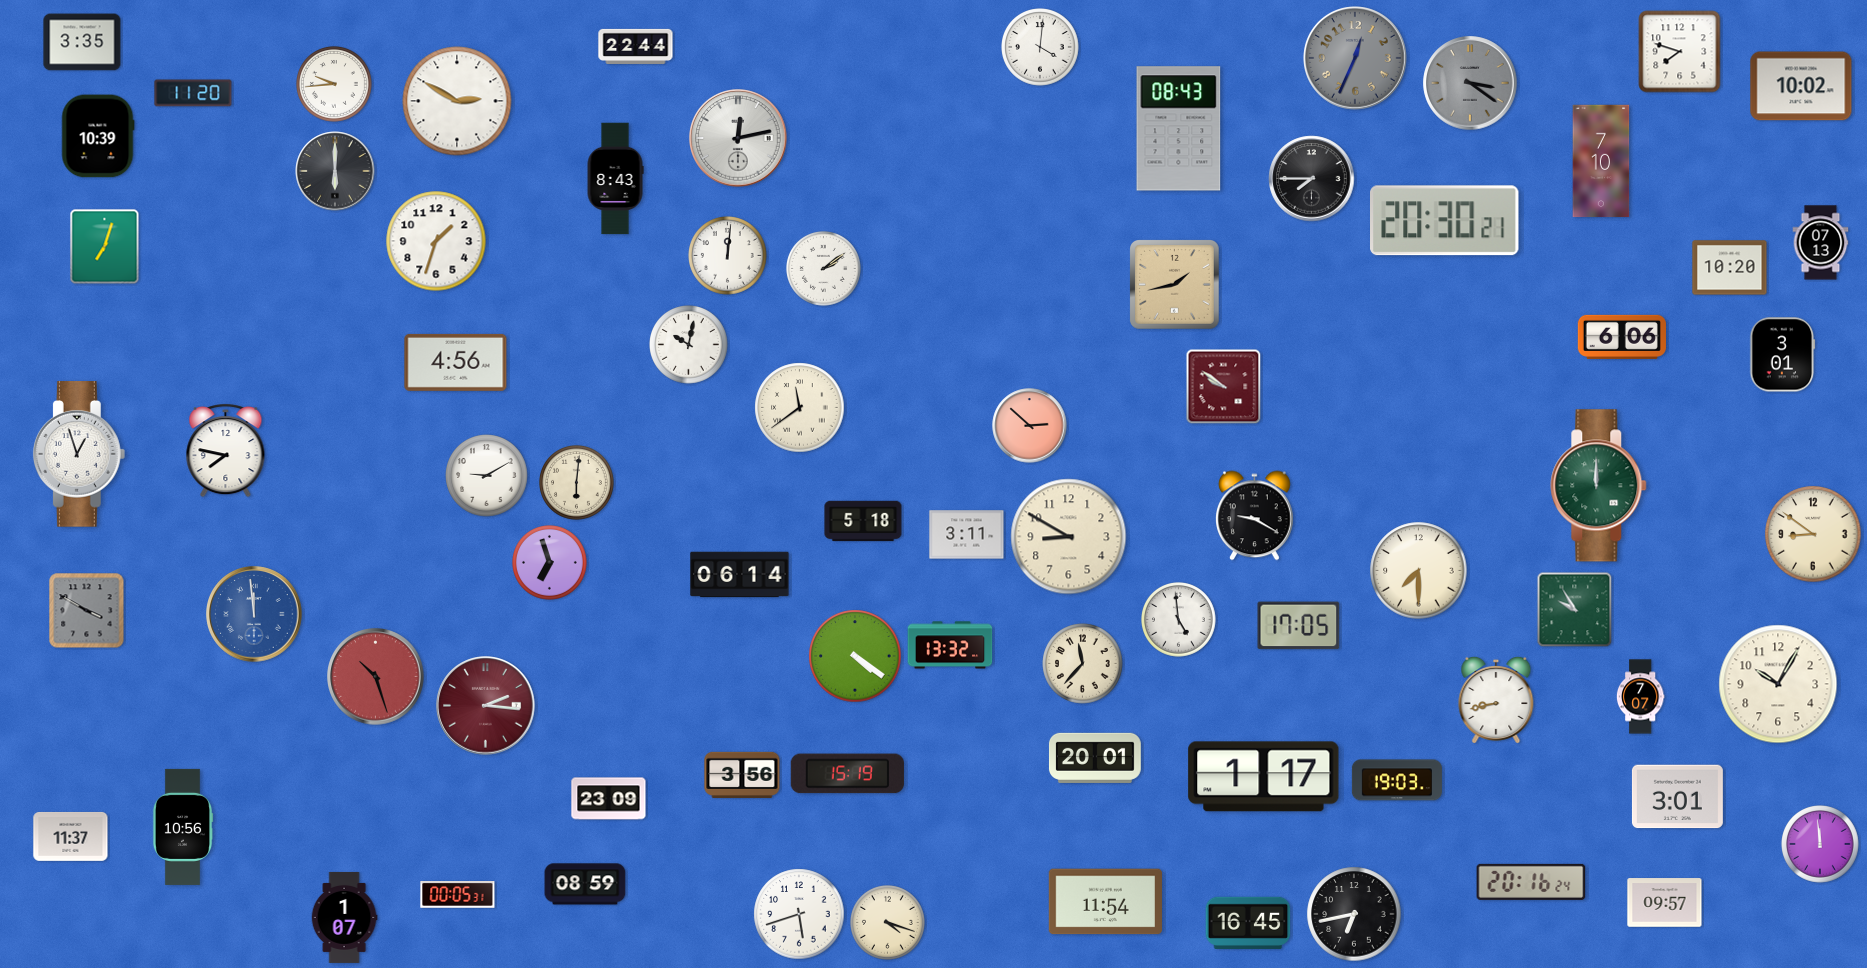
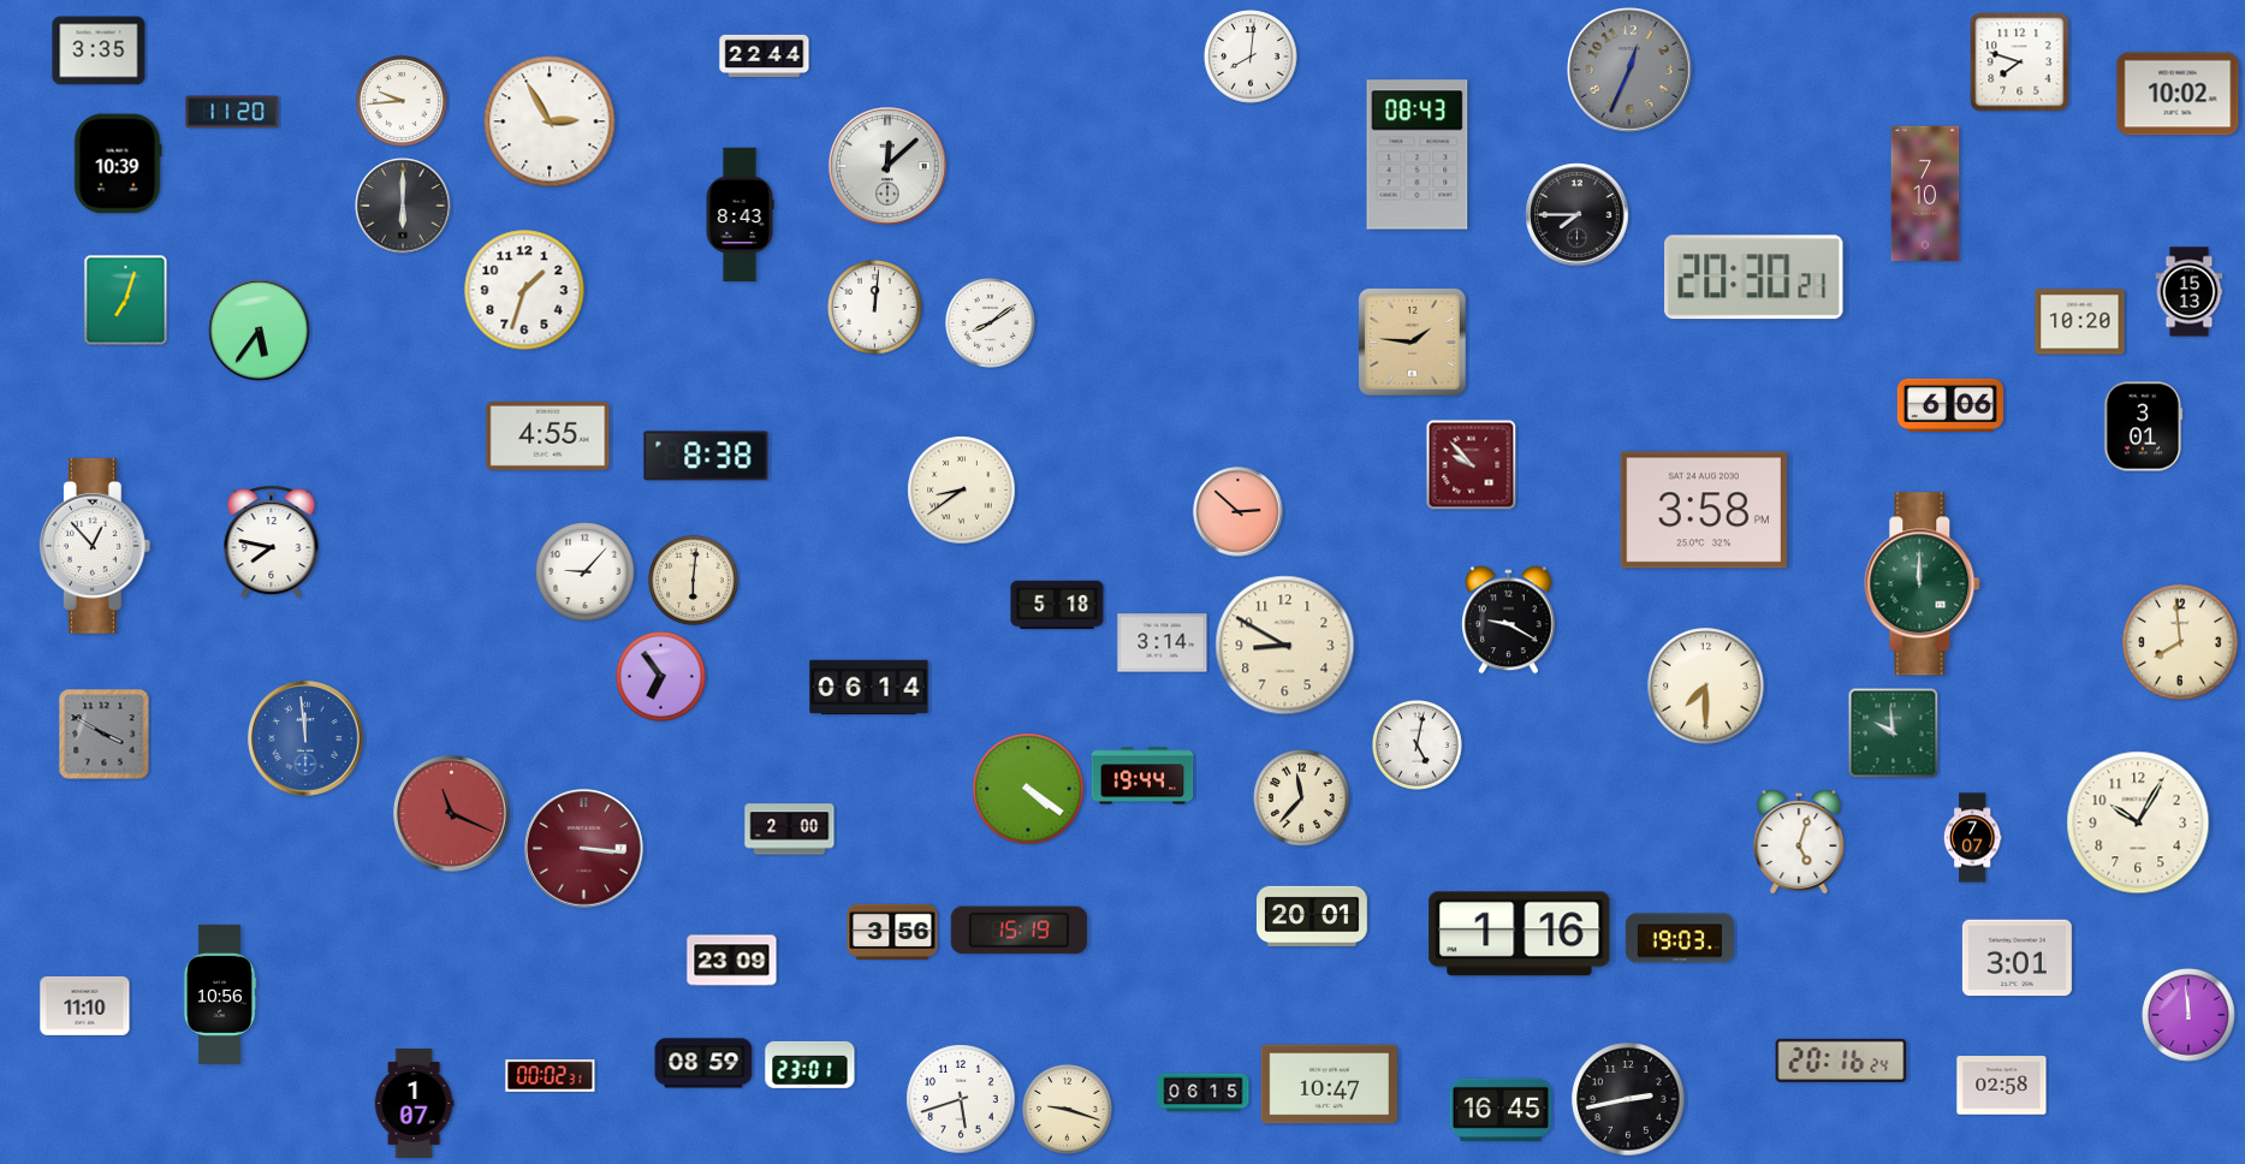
clock at (1041, 48): 4:01 -> 8:01
clock at (1470, 83): 3:21 -> none
clock at (1801, 86) position: (1801, 86) -> (2178, 94)
clock at (457, 101): 2:50 -> 2:55
clock at (738, 138): 12:13 -> 12:08
clock at (1445, 221) position: (1445, 221) -> (1754, 278)
clock at (1821, 243): 07:13 -> 15:13
clock at (105, 247) position: (105, 247) -> (126, 301)
clock at (824, 269): 2:09 -> 8:09
clock at (260, 331): none -> 5:36
clock at (1175, 285): 1:43 -> 1:46
clock at (689, 345): 10:02 -> none
clock at (456, 362): 4:56 -> 4:55
clock at (706, 456): none -> 8:38
clock at (1224, 387): 9:51 -> 9:53
clock at (800, 408): 11:39 -> 8:39
clock at (1704, 510): none -> 3:58
clock at (79, 454): 12:57 -> 12:53
clock at (487, 476): 9:10 -> 9:07
clock at (863, 521) position: (863, 521) -> (1057, 605)
clock at (1813, 534): 8:51 -> 7:59
clock at (967, 535): 3:11 -> 3:14
clock at (550, 563): 6:57 -> 6:54
clock at (740, 575) position: (740, 575) -> (869, 688)
clock at (1575, 610): 9:55 -> 9:59
clock at (1179, 620): 4:59 -> 5:02
clock at (1299, 626): 17:05 -> none
clock at (950, 645): 13:32 -> 19:44
clock at (376, 677): 10:27 -> 11:19
clock at (790, 830): none -> 2:00
clock at (1496, 700): 8:43 -> 5:03
clock at (486, 706): 2:16 -> 3:16
clock at (1095, 758) position: (1095, 758) -> (1312, 916)
clock at (1264, 777): 1:17 -> 1:16
clock at (71, 836): 11:37 -> 11:10
clock at (810, 1064): none -> 23:01
clock at (458, 895): 00:05 -> 00:02
clock at (1105, 902): 11:54 -> 10:47
clock at (1665, 903): 09:57 -> 02:58
clock at (1204, 1093): none -> 06:15
clock at (1354, 914): 6:43 -> 2:43
clock at (888, 923): 4:18 -> 9:18
